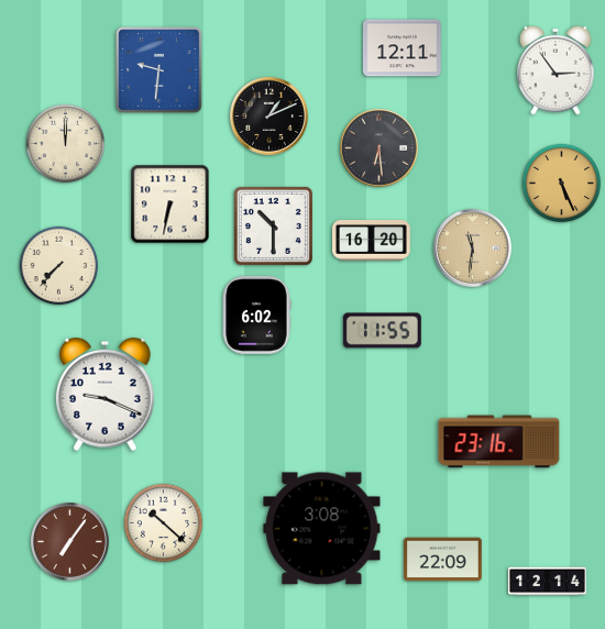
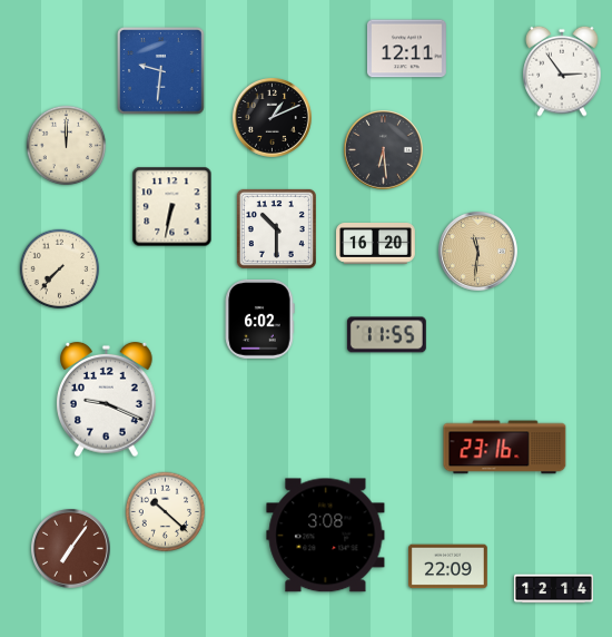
clock at (562, 184): 5:26 -> none
clock at (164, 523) position: (164, 523) -> (166, 512)
